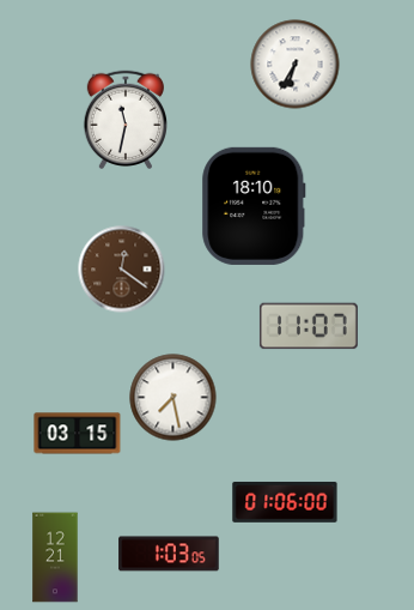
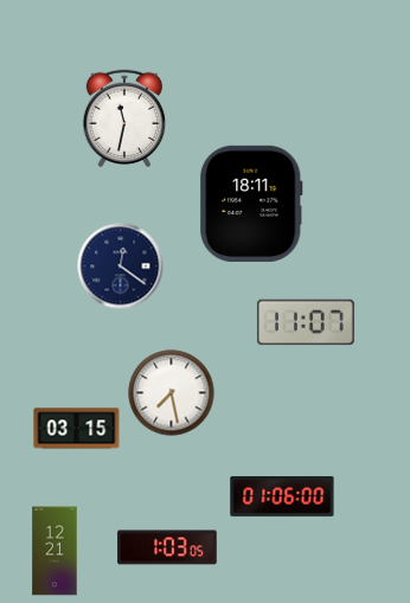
clock at (296, 65): 6:35 -> none
clock at (254, 206): 18:10 -> 18:11
clock at (122, 270) dial: brown -> navy
